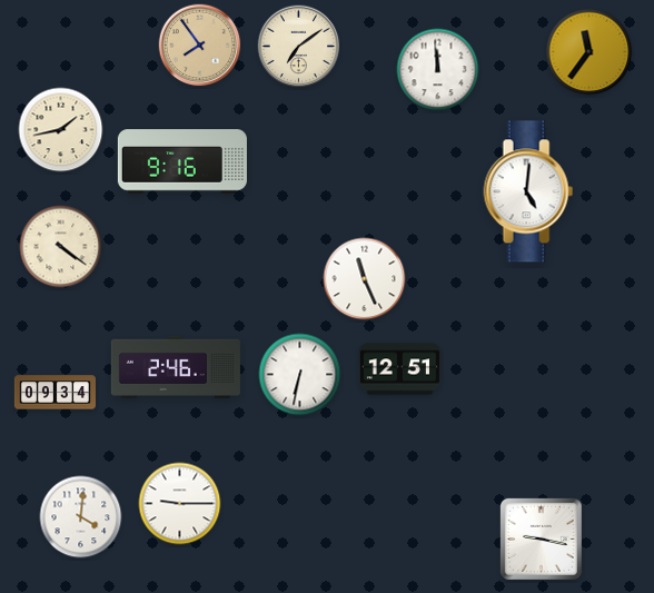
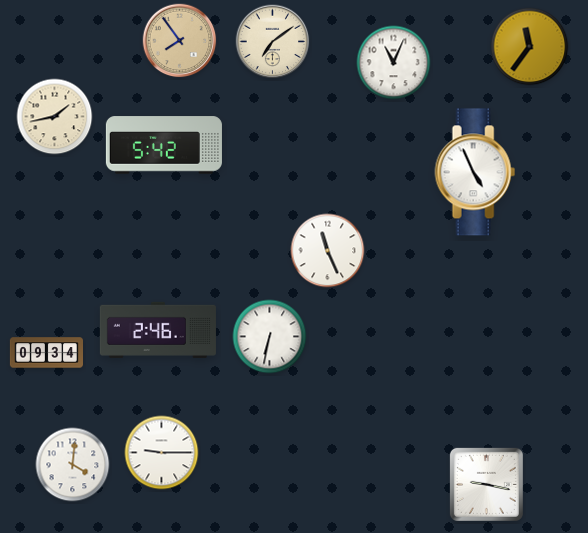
clock at (299, 47) position: (299, 47) -> (273, 42)
clock at (438, 70): 11:59 -> 11:04
clock at (182, 161): 9:16 -> 5:42
clock at (528, 191): 5:01 -> 4:56
clock at (61, 247): 4:21 -> none
clock at (399, 369): 12:51 -> none
clock at (54, 393) position: (54, 393) -> (46, 353)
